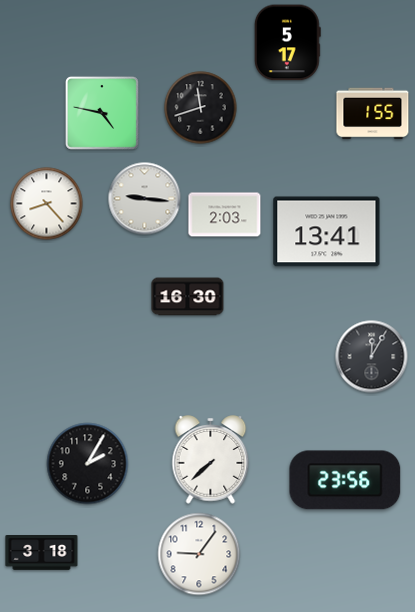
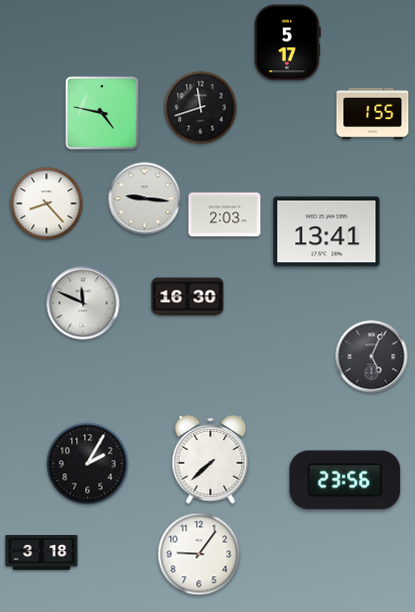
clock at (83, 303): none -> 11:49
clock at (372, 357): 12:05 -> 5:04
